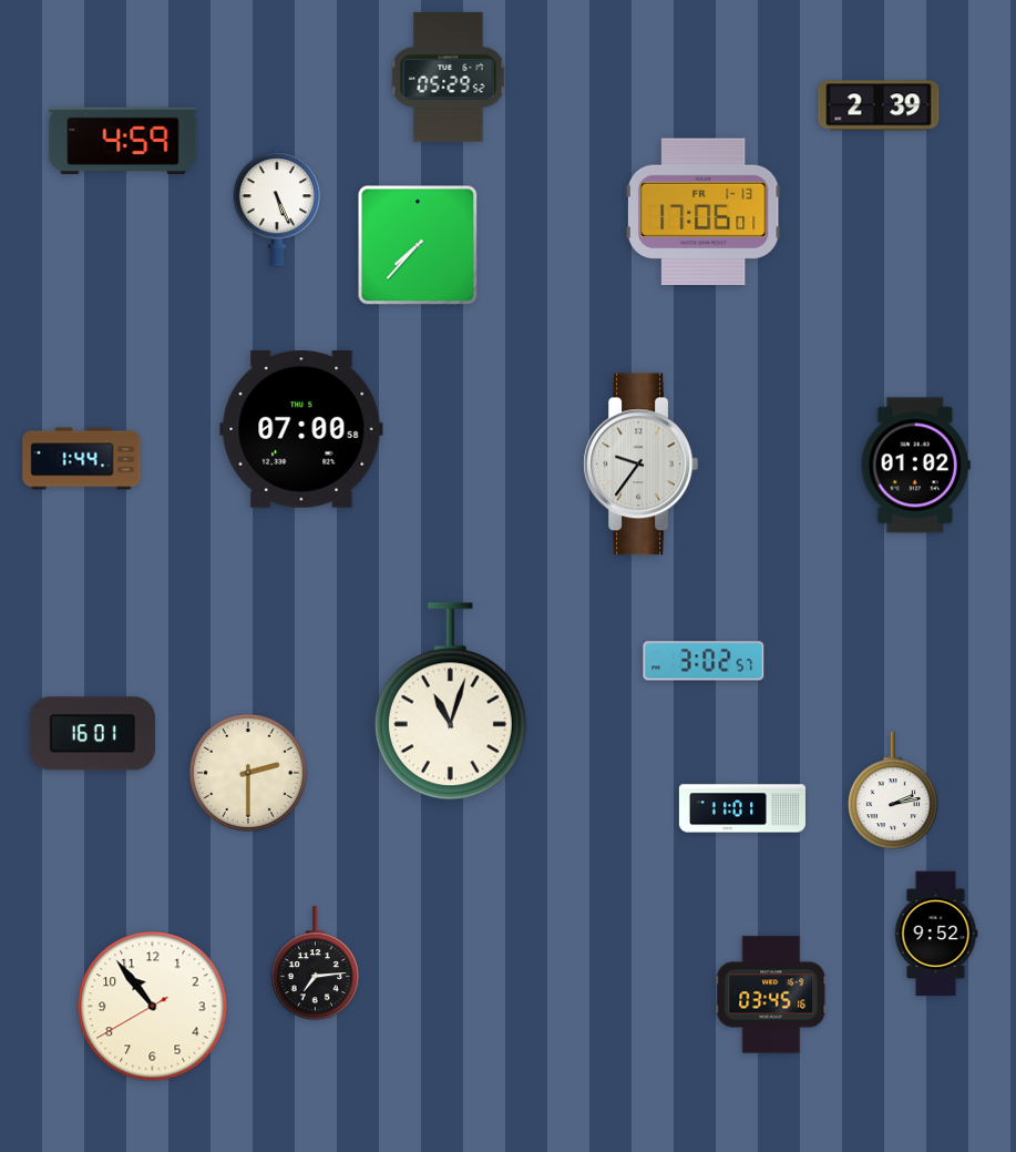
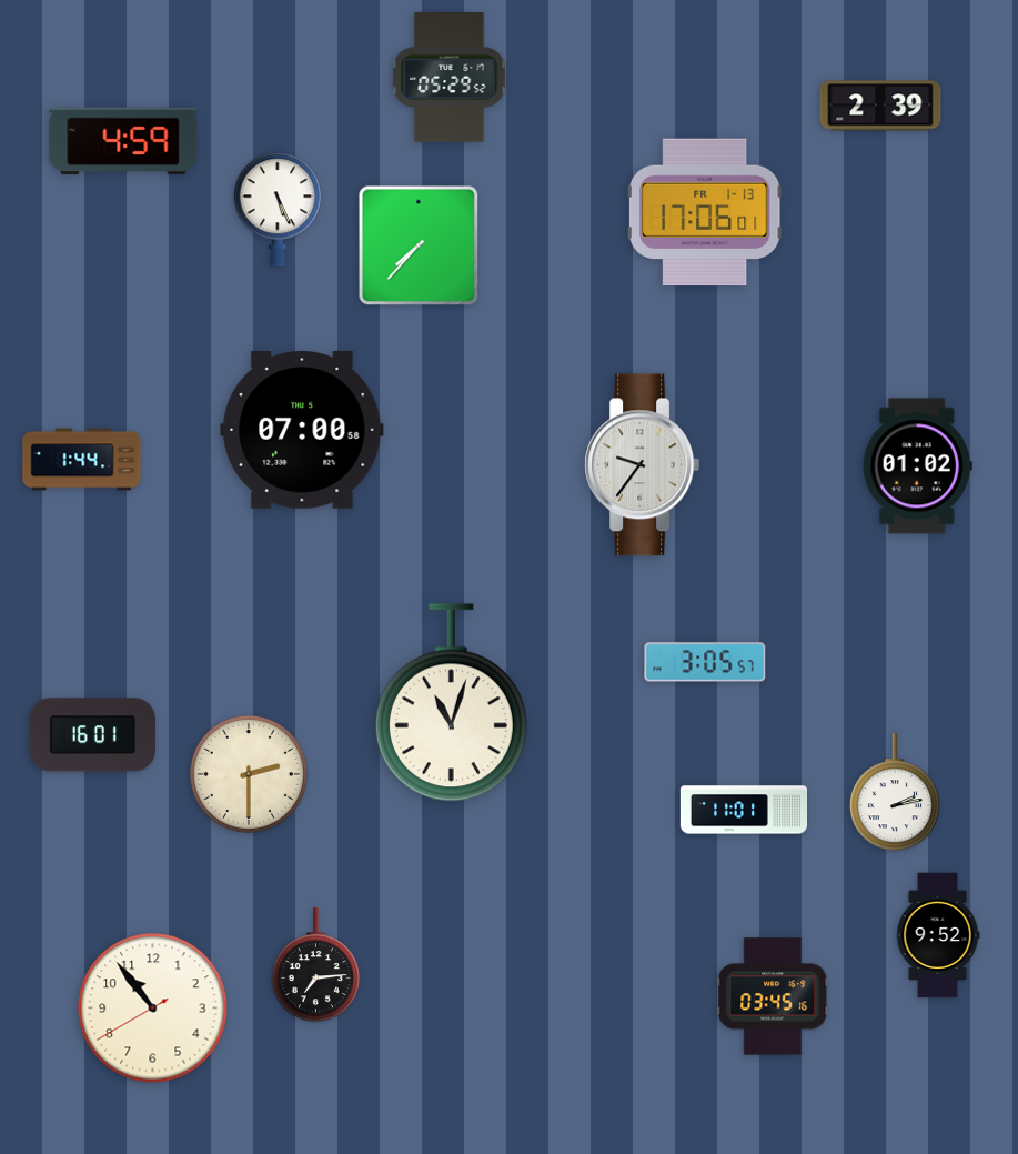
clock at (704, 661): 3:02 -> 3:05
